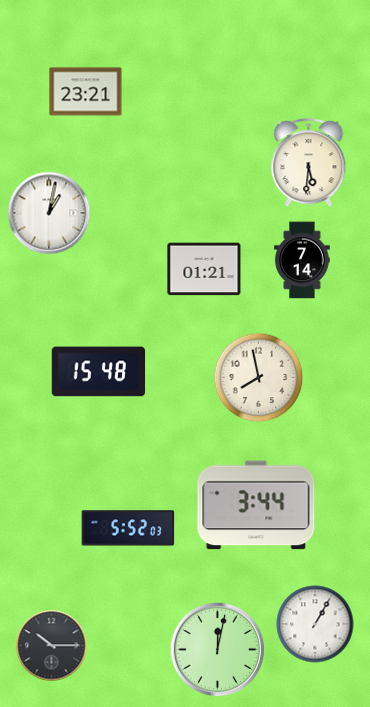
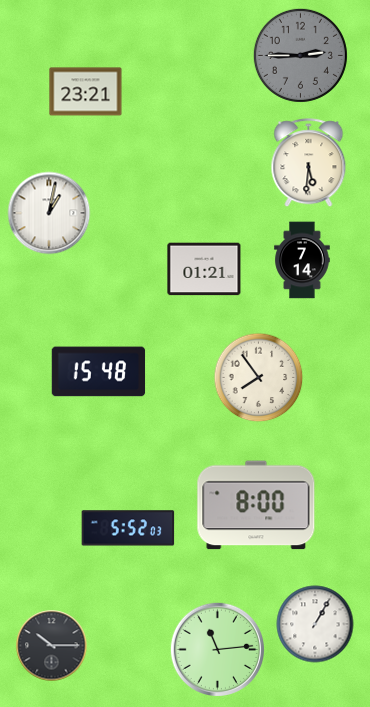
clock at (300, 55): none -> 2:45
clock at (259, 378): 7:58 -> 7:54
clock at (256, 505): 3:44 -> 8:00
clock at (217, 649): 12:02 -> 11:14
